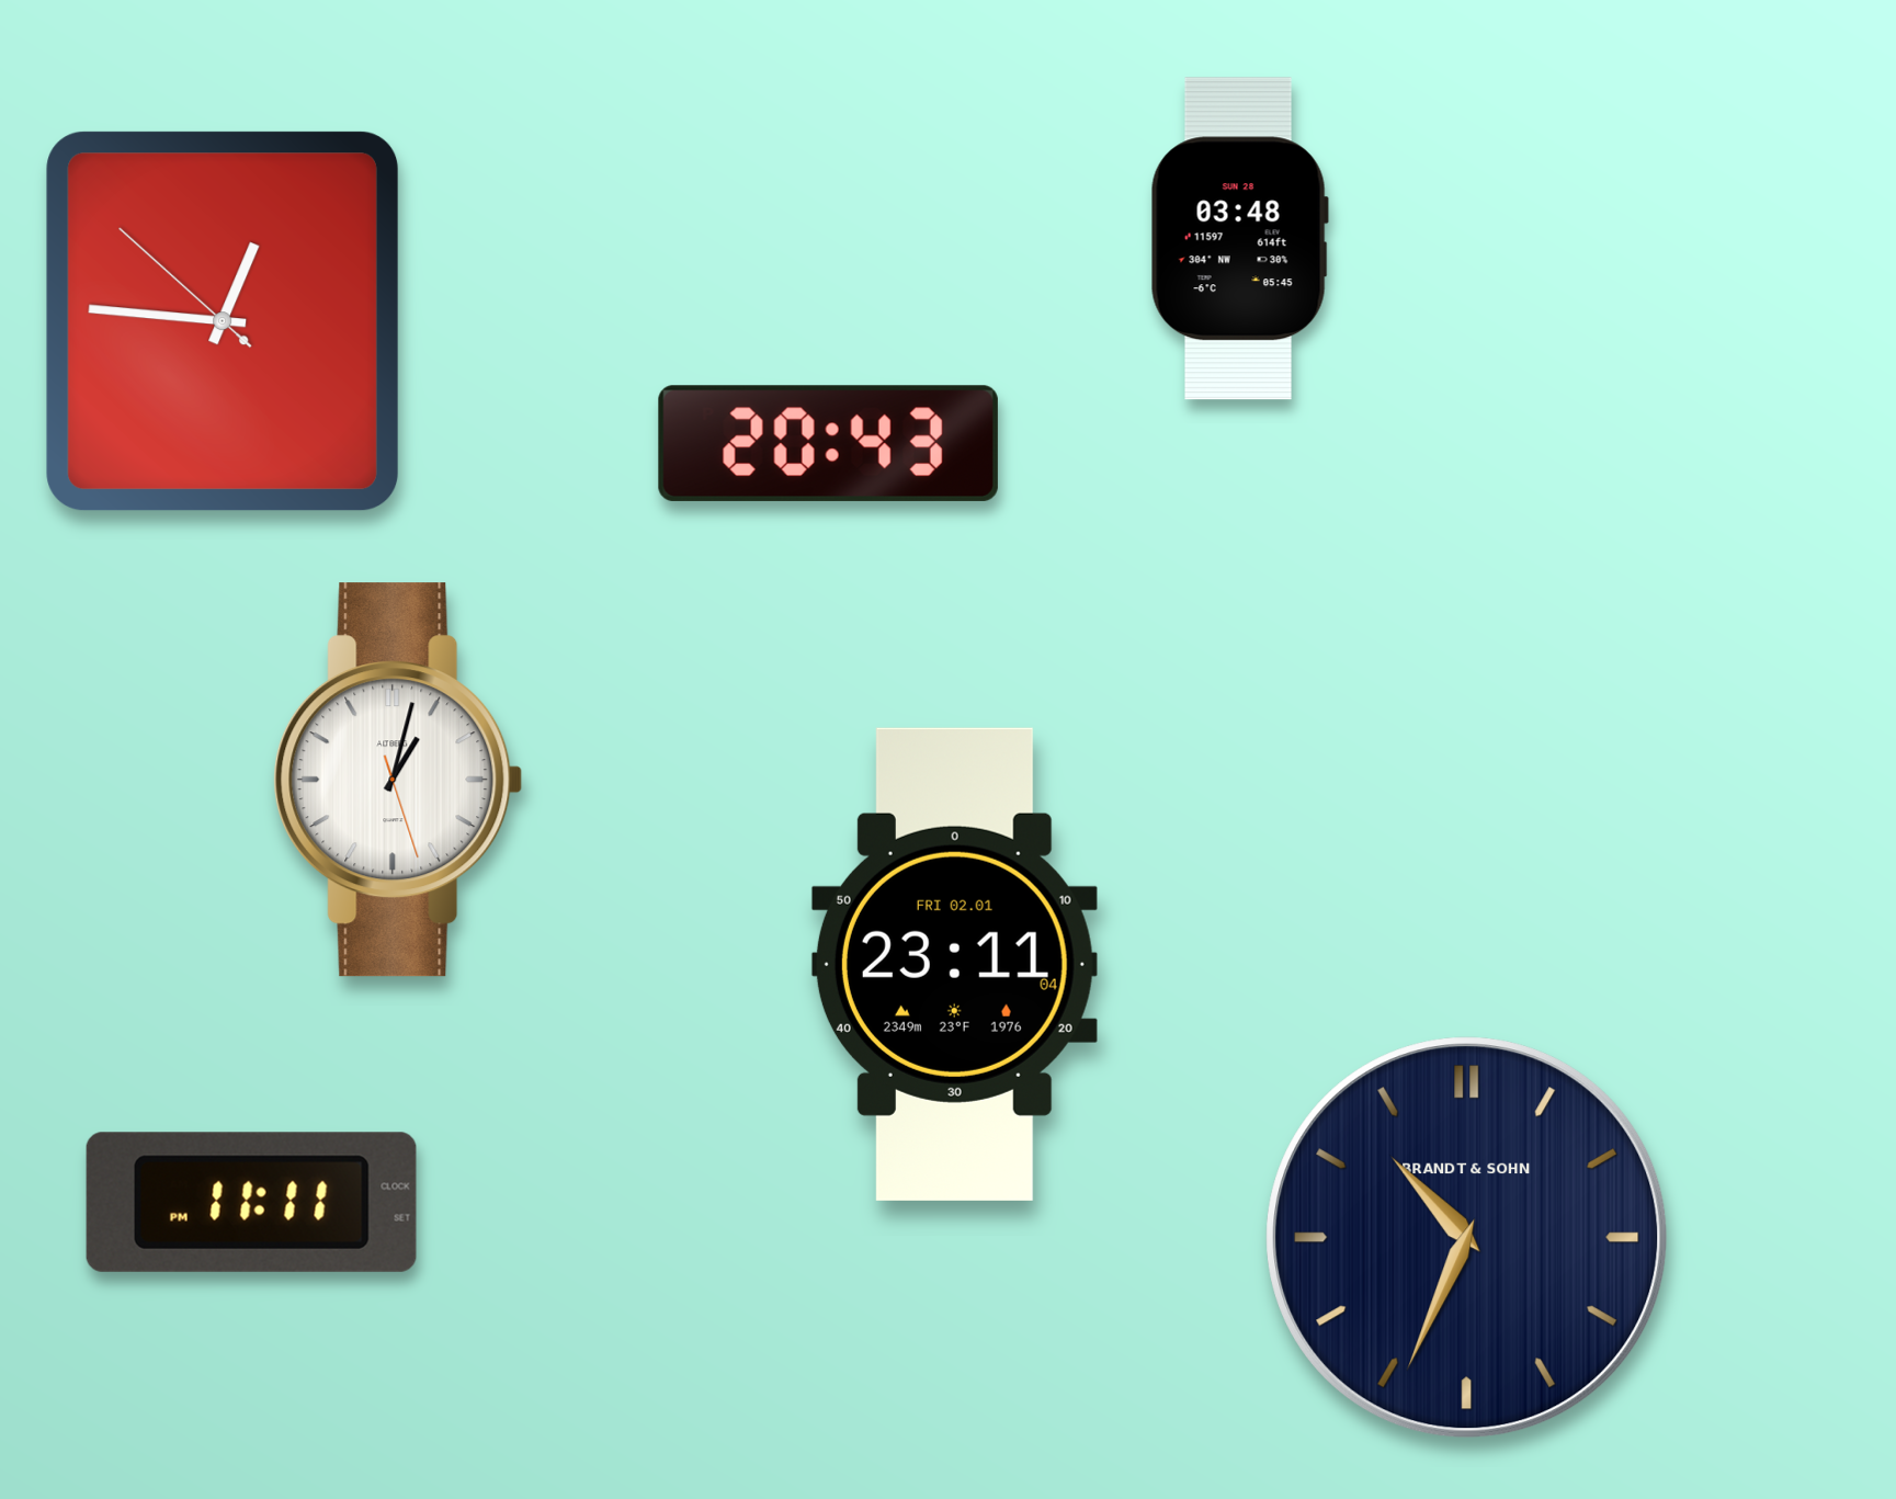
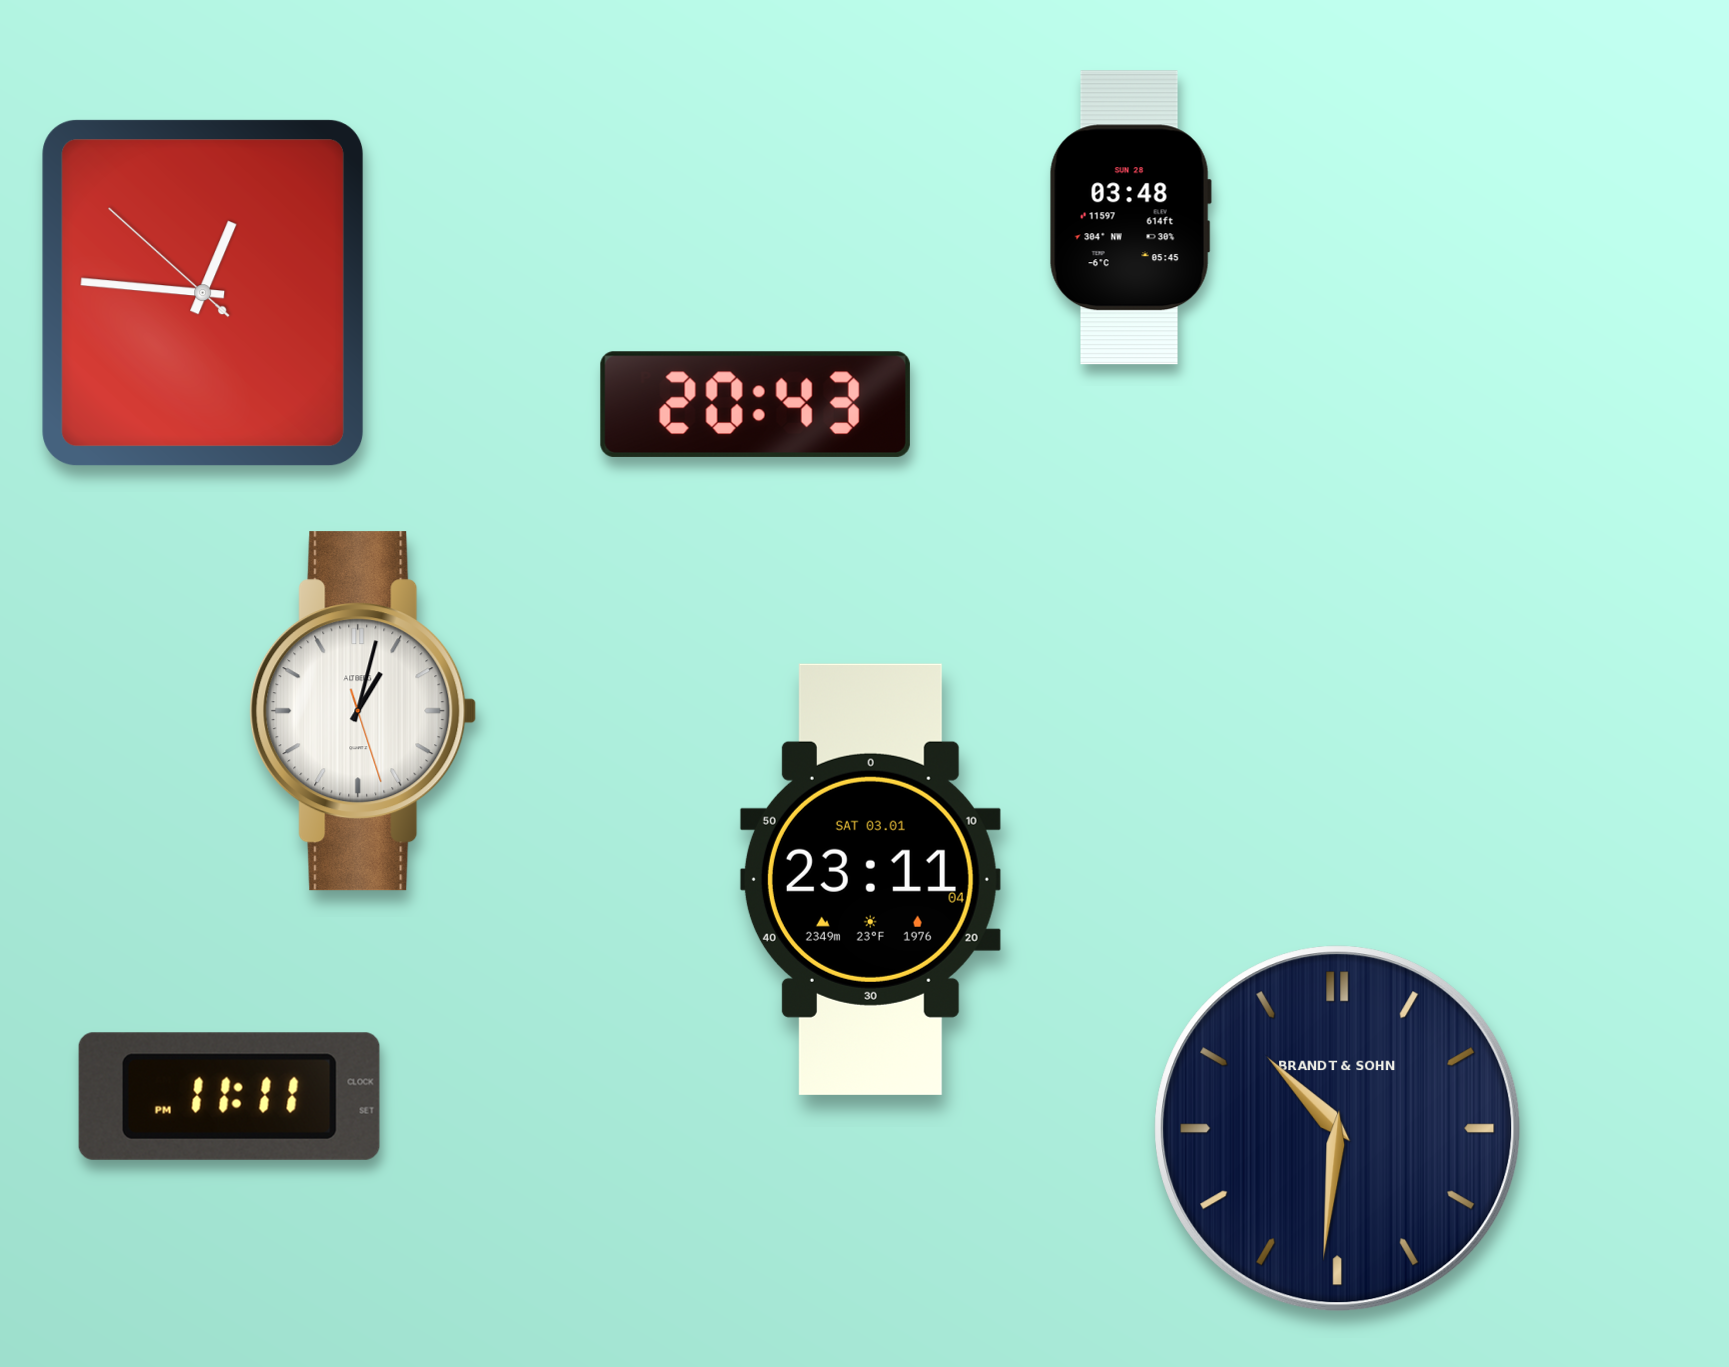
clock at (954, 964) date: FRI 02.01 -> SAT 03.01
clock at (1467, 1238): 10:34 -> 10:31
